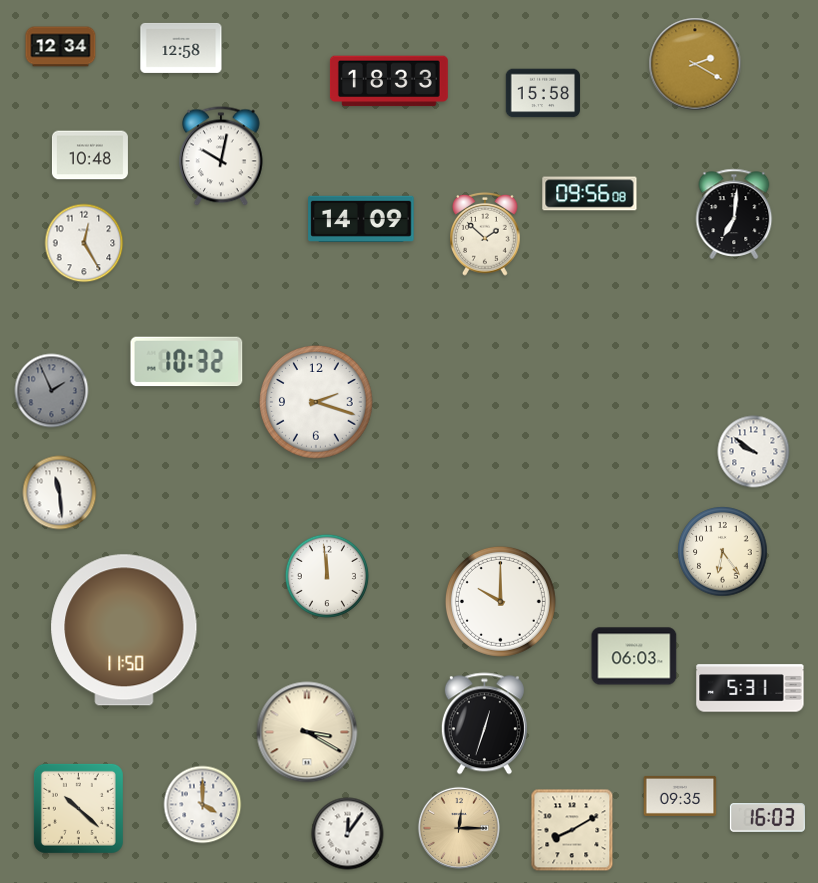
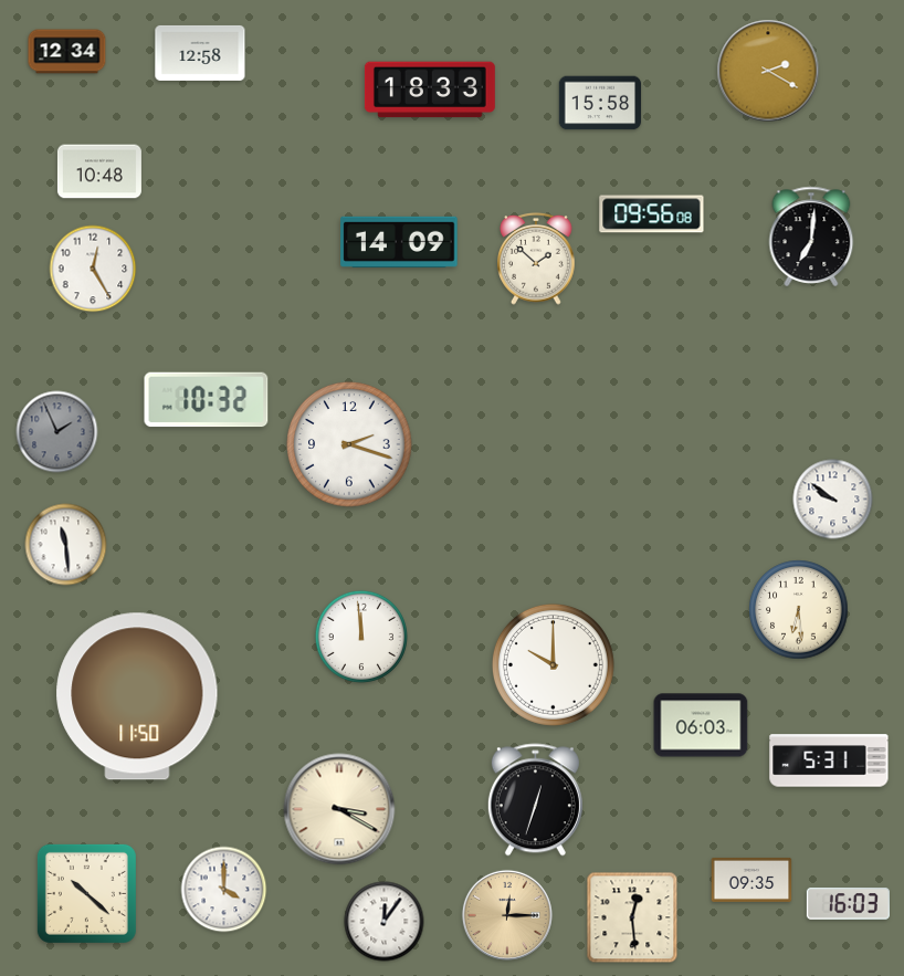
clock at (222, 156): 10:02 -> none
clock at (723, 552): 6:24 -> 6:29
clock at (572, 830): 8:10 -> 12:29
